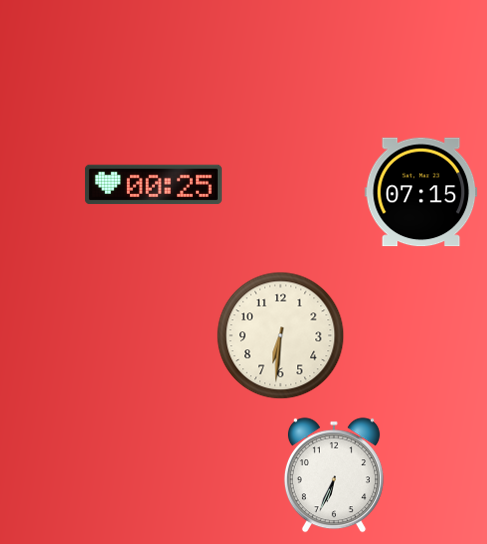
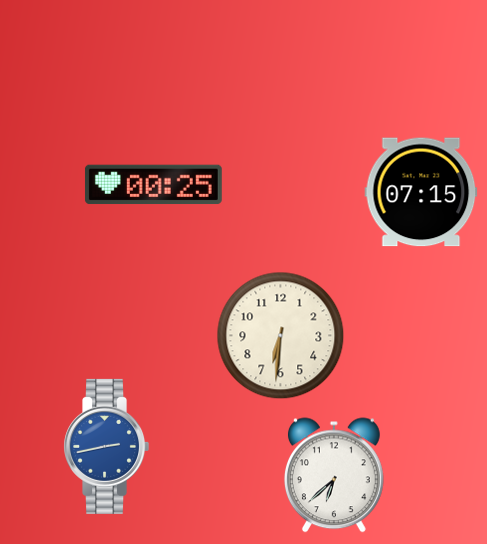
clock at (107, 446): none -> 2:43
clock at (334, 475): 6:34 -> 6:38
